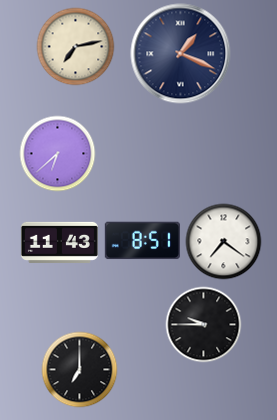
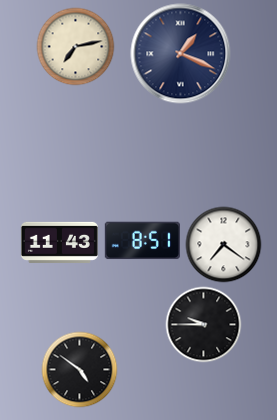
clock at (58, 154): 6:38 -> none
clock at (224, 242) position: (224, 242) -> (224, 245)
clock at (80, 370): 7:00 -> 4:51
